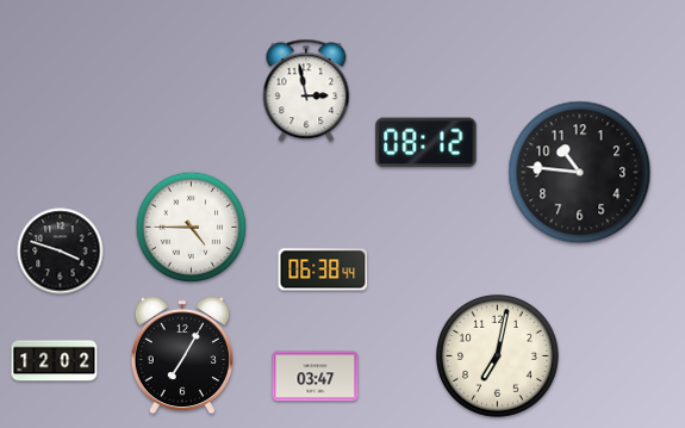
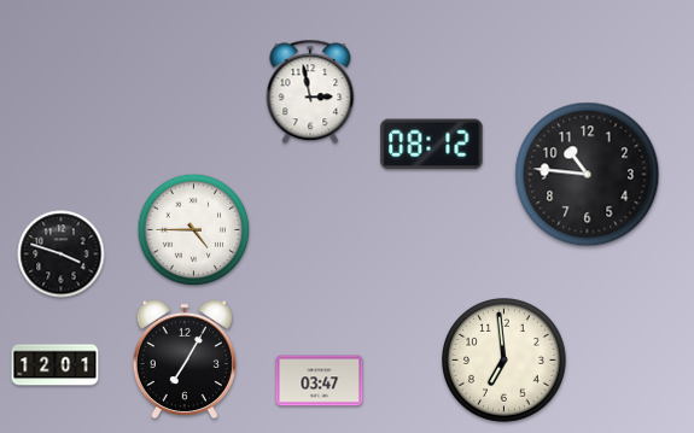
clock at (323, 269): 06:38 -> none
clock at (498, 356): 7:02 -> 6:59
clock at (55, 361): 12:02 -> 12:01
